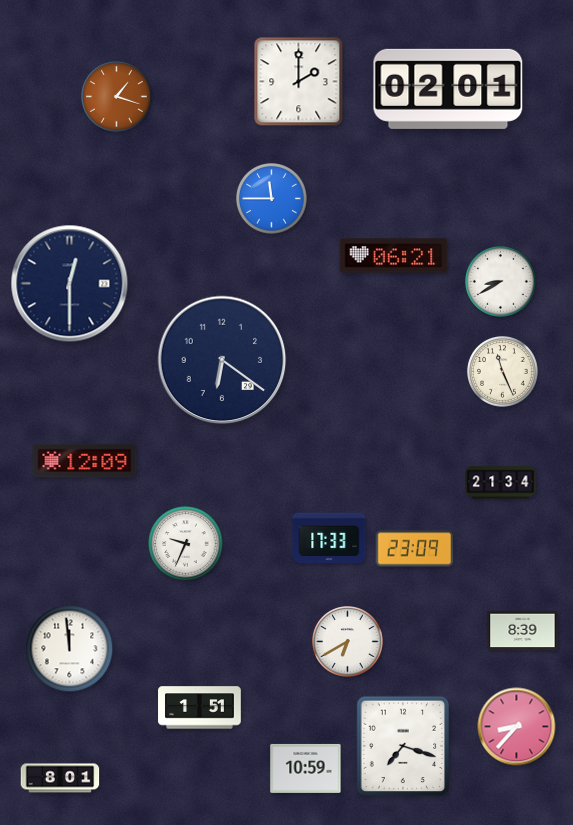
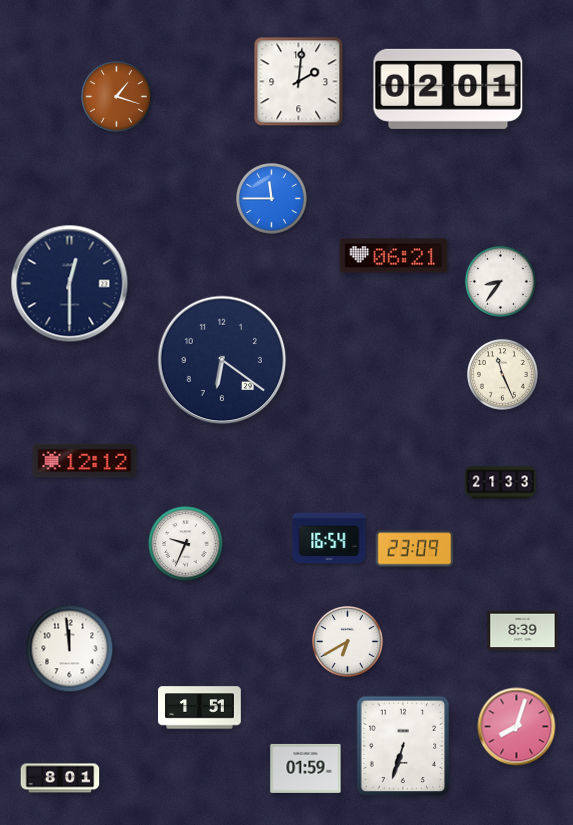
clock at (299, 82): 2:00 -> 2:01
clock at (501, 282): 8:40 -> 8:36
clock at (503, 372) position: (503, 372) -> (503, 375)
clock at (85, 461): 12:09 -> 12:12
clock at (501, 483): 21:34 -> 21:33
clock at (329, 538): 17:33 -> 16:54
clock at (517, 727): 8:37 -> 8:03
clock at (403, 746): 7:18 -> 6:33
clock at (306, 768): 10:59 -> 01:59
